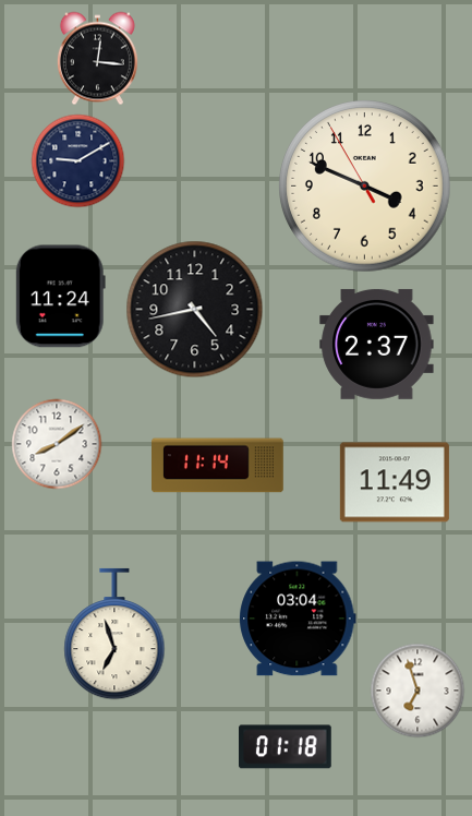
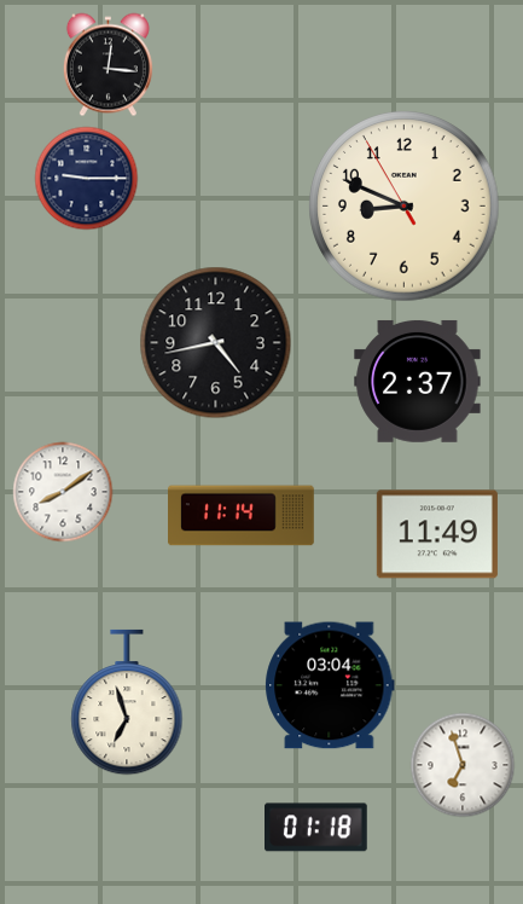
clock at (78, 161): 9:10 -> 9:15
clock at (365, 187): 3:48 -> 8:48
clock at (60, 297): 11:24 -> none
